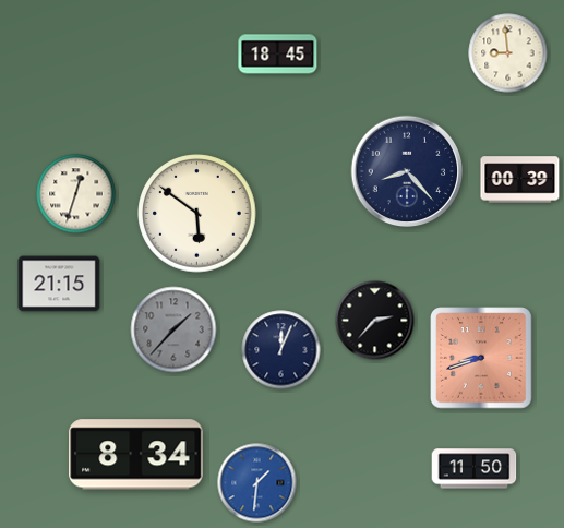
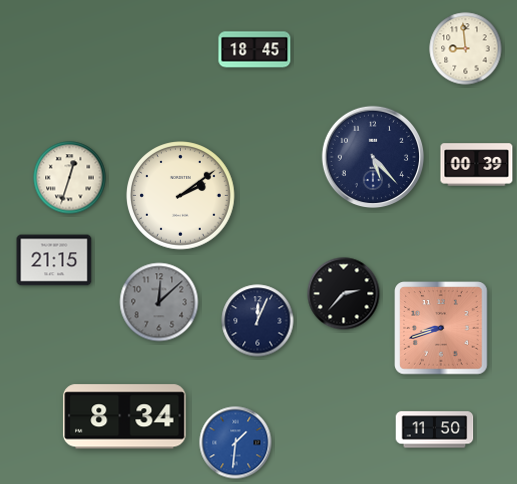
clock at (407, 171): 8:23 -> 5:23
clock at (197, 214): 5:51 -> 2:09
clock at (173, 329): 1:37 -> 12:08
